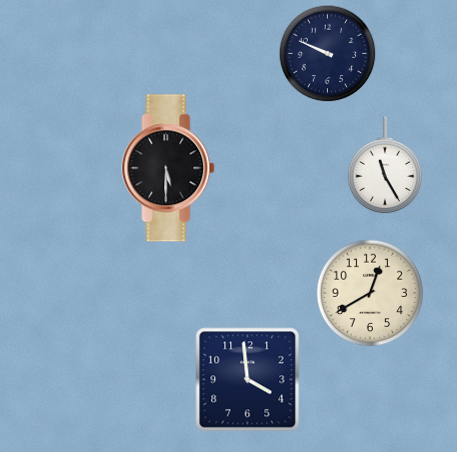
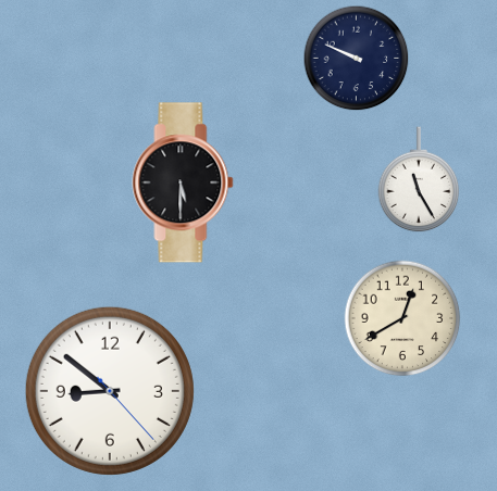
clock at (110, 391): none -> 8:51
clock at (248, 380): 3:59 -> none
